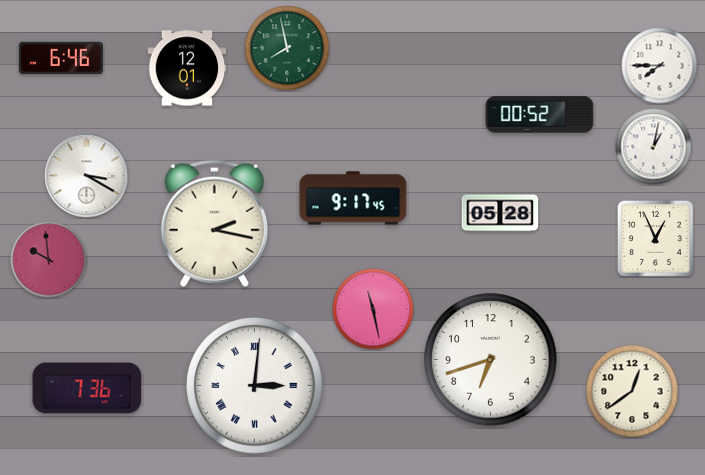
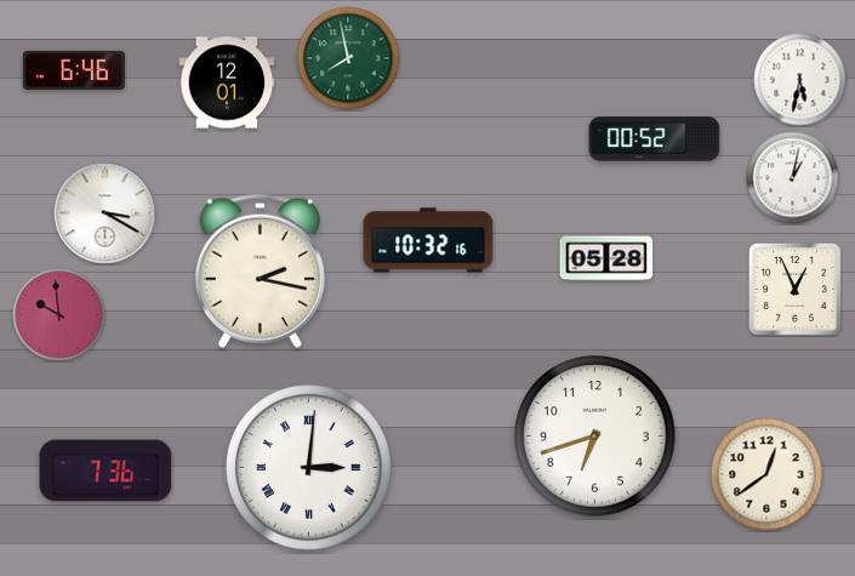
clock at (660, 66): 7:45 -> 5:32
clock at (353, 198): 9:17 -> 10:32
clock at (373, 309): 11:28 -> none
